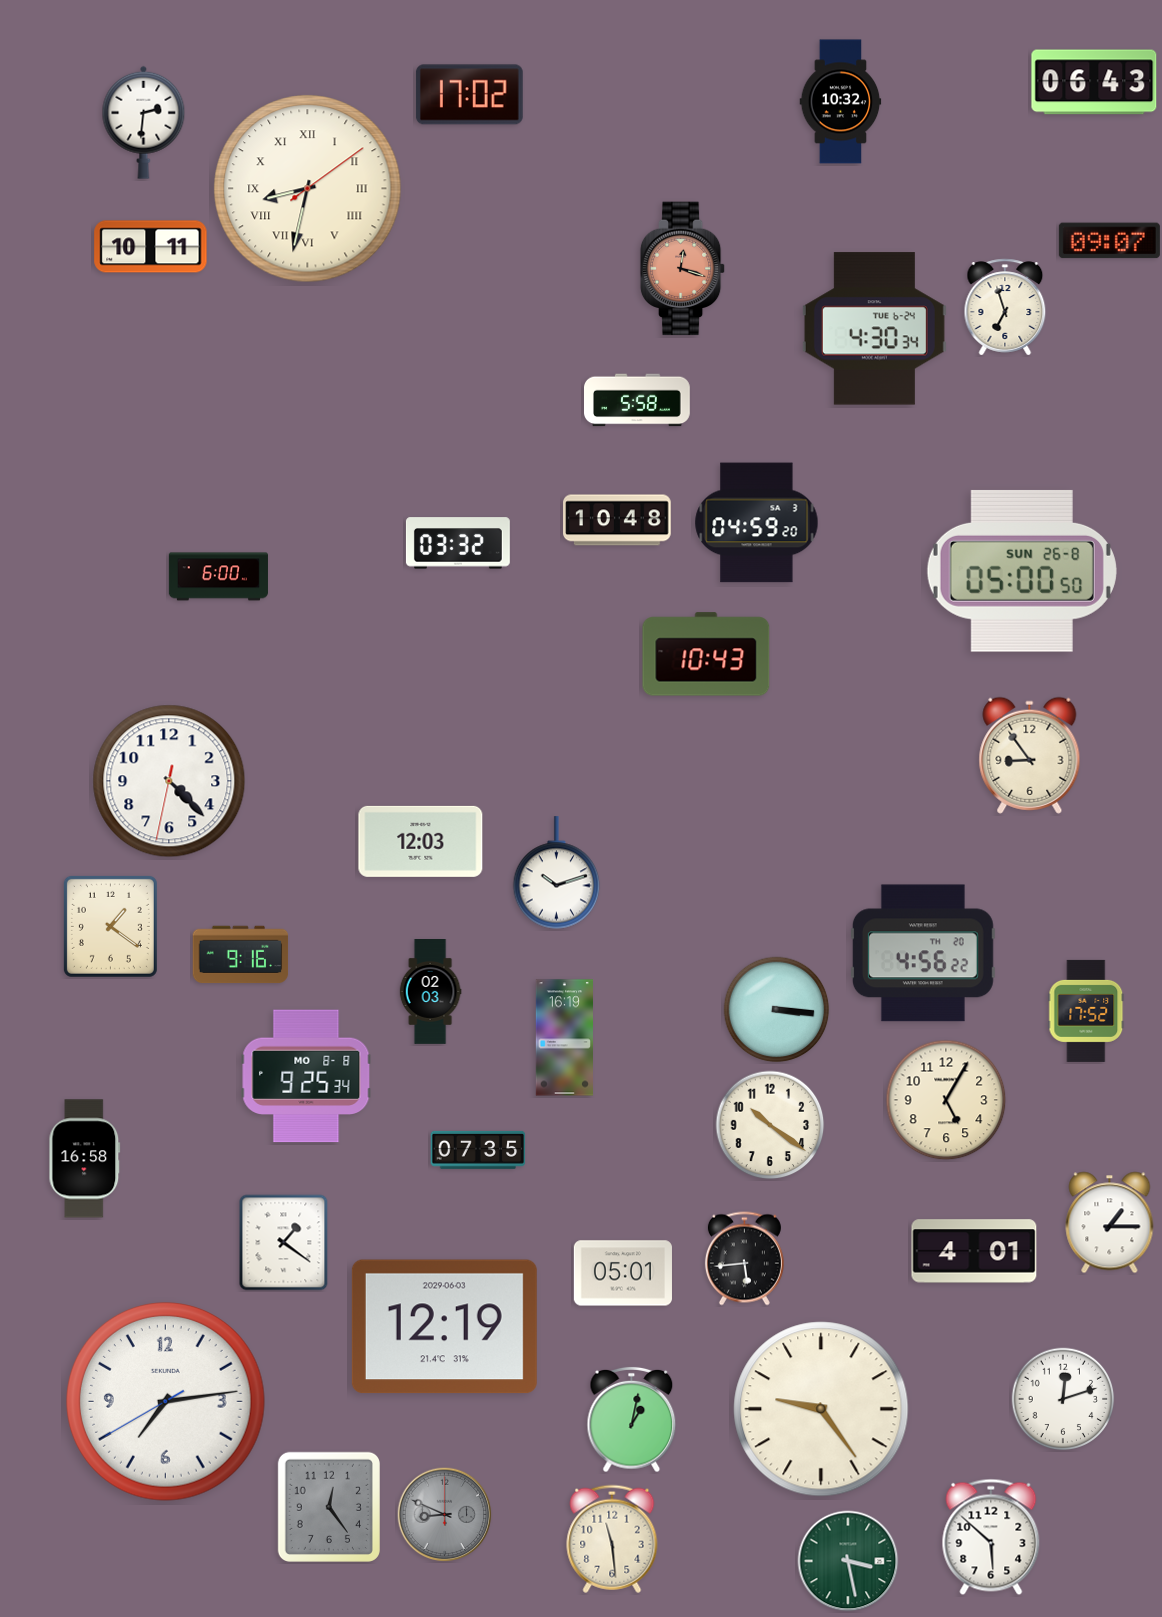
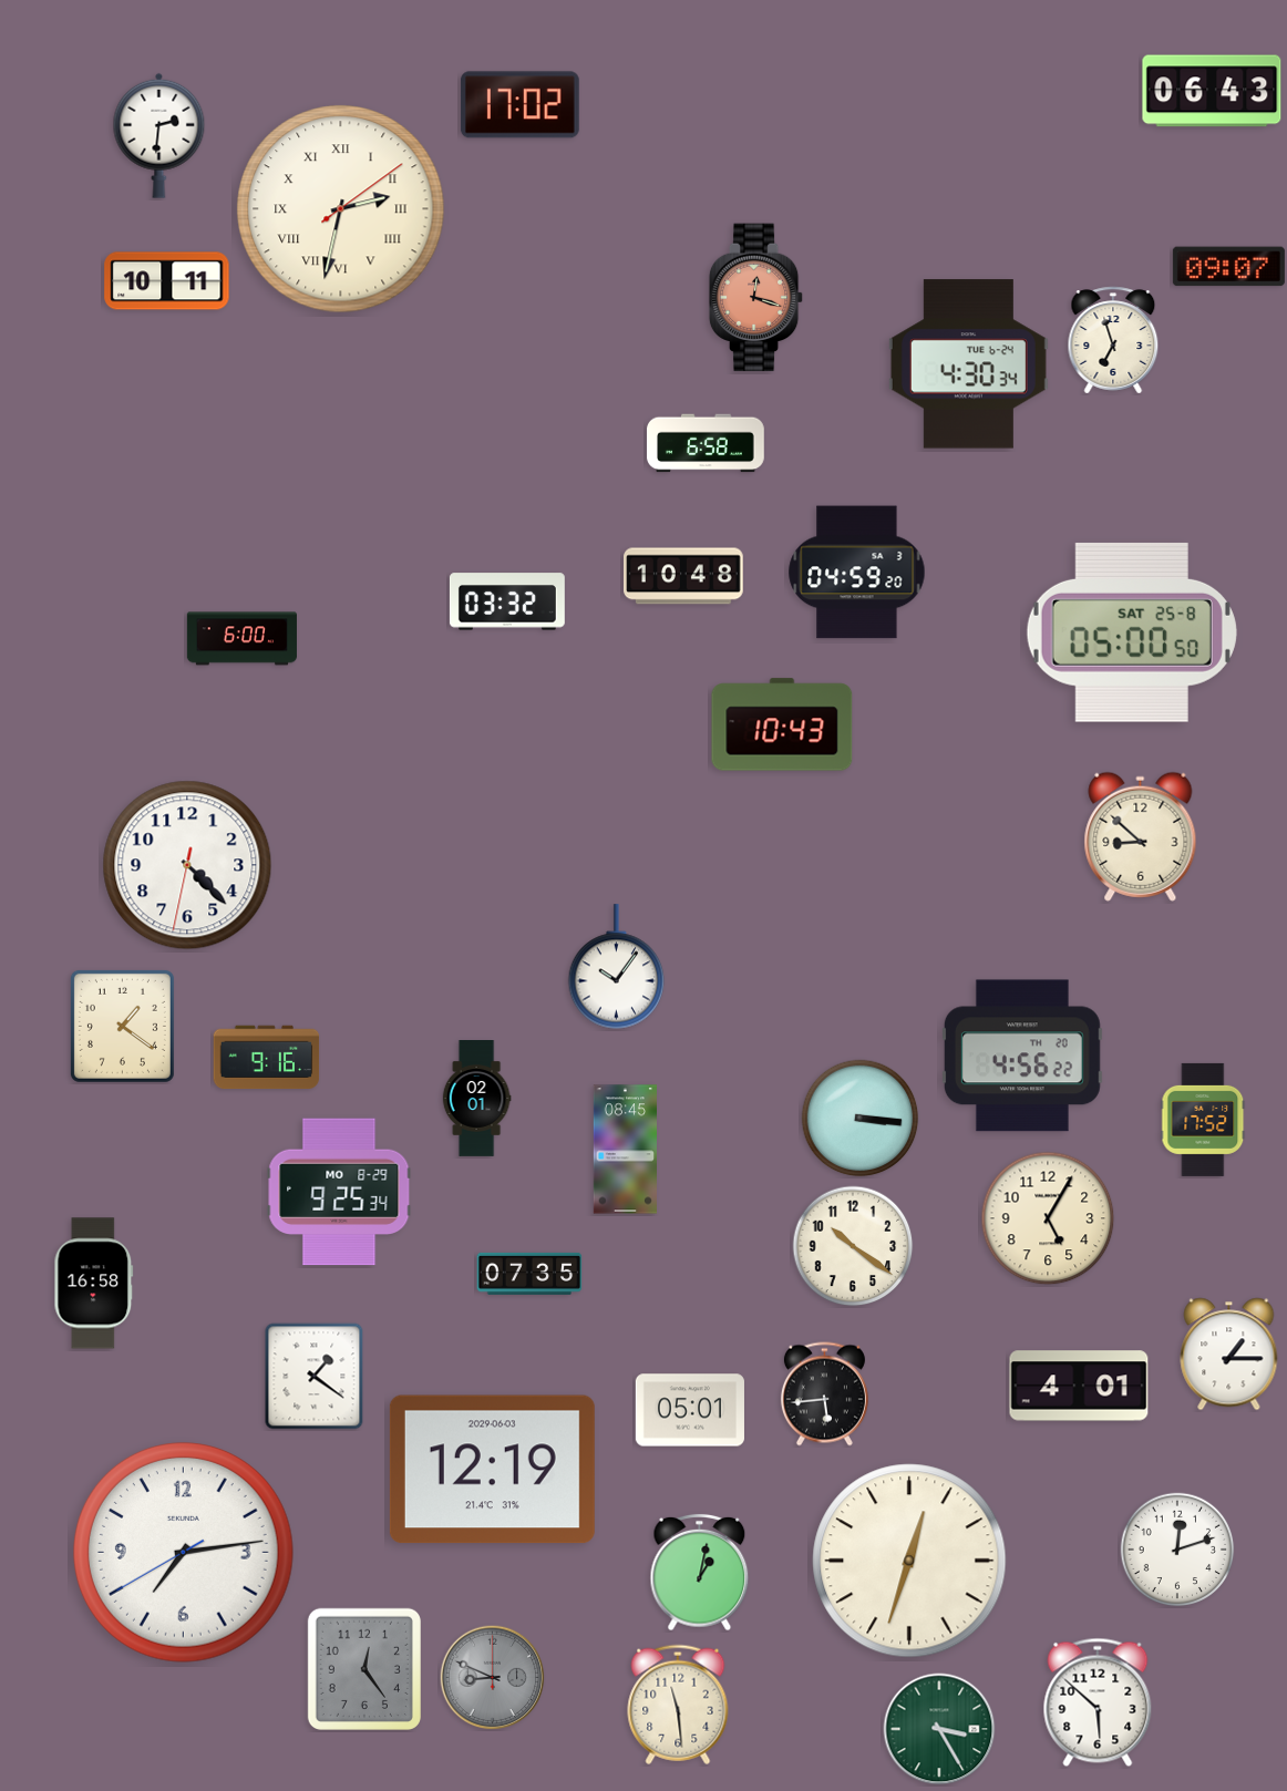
clock at (841, 102): 10:32 -> none
clock at (308, 189): 8:32 -> 2:32
clock at (151, 247) position: (151, 247) -> (167, 281)
clock at (638, 400): 5:58 -> 6:58
clock at (757, 523) position: (757, 523) -> (857, 573)
clock at (1022, 571) date: SUN 26-8 -> SAT 25-8
clock at (1030, 755): 8:54 -> 8:52
clock at (421, 841): 12:03 -> none
clock at (557, 873): 10:12 -> 10:06
clock at (430, 992): 02:03 -> 02:01
clock at (564, 1038): 16:19 -> 08:45
clock at (306, 1076) date: MO 8-8 -> MO 8-29
clock at (821, 1409): 9:24 -> 12:33
clock at (848, 1561): 3:28 -> 3:25
